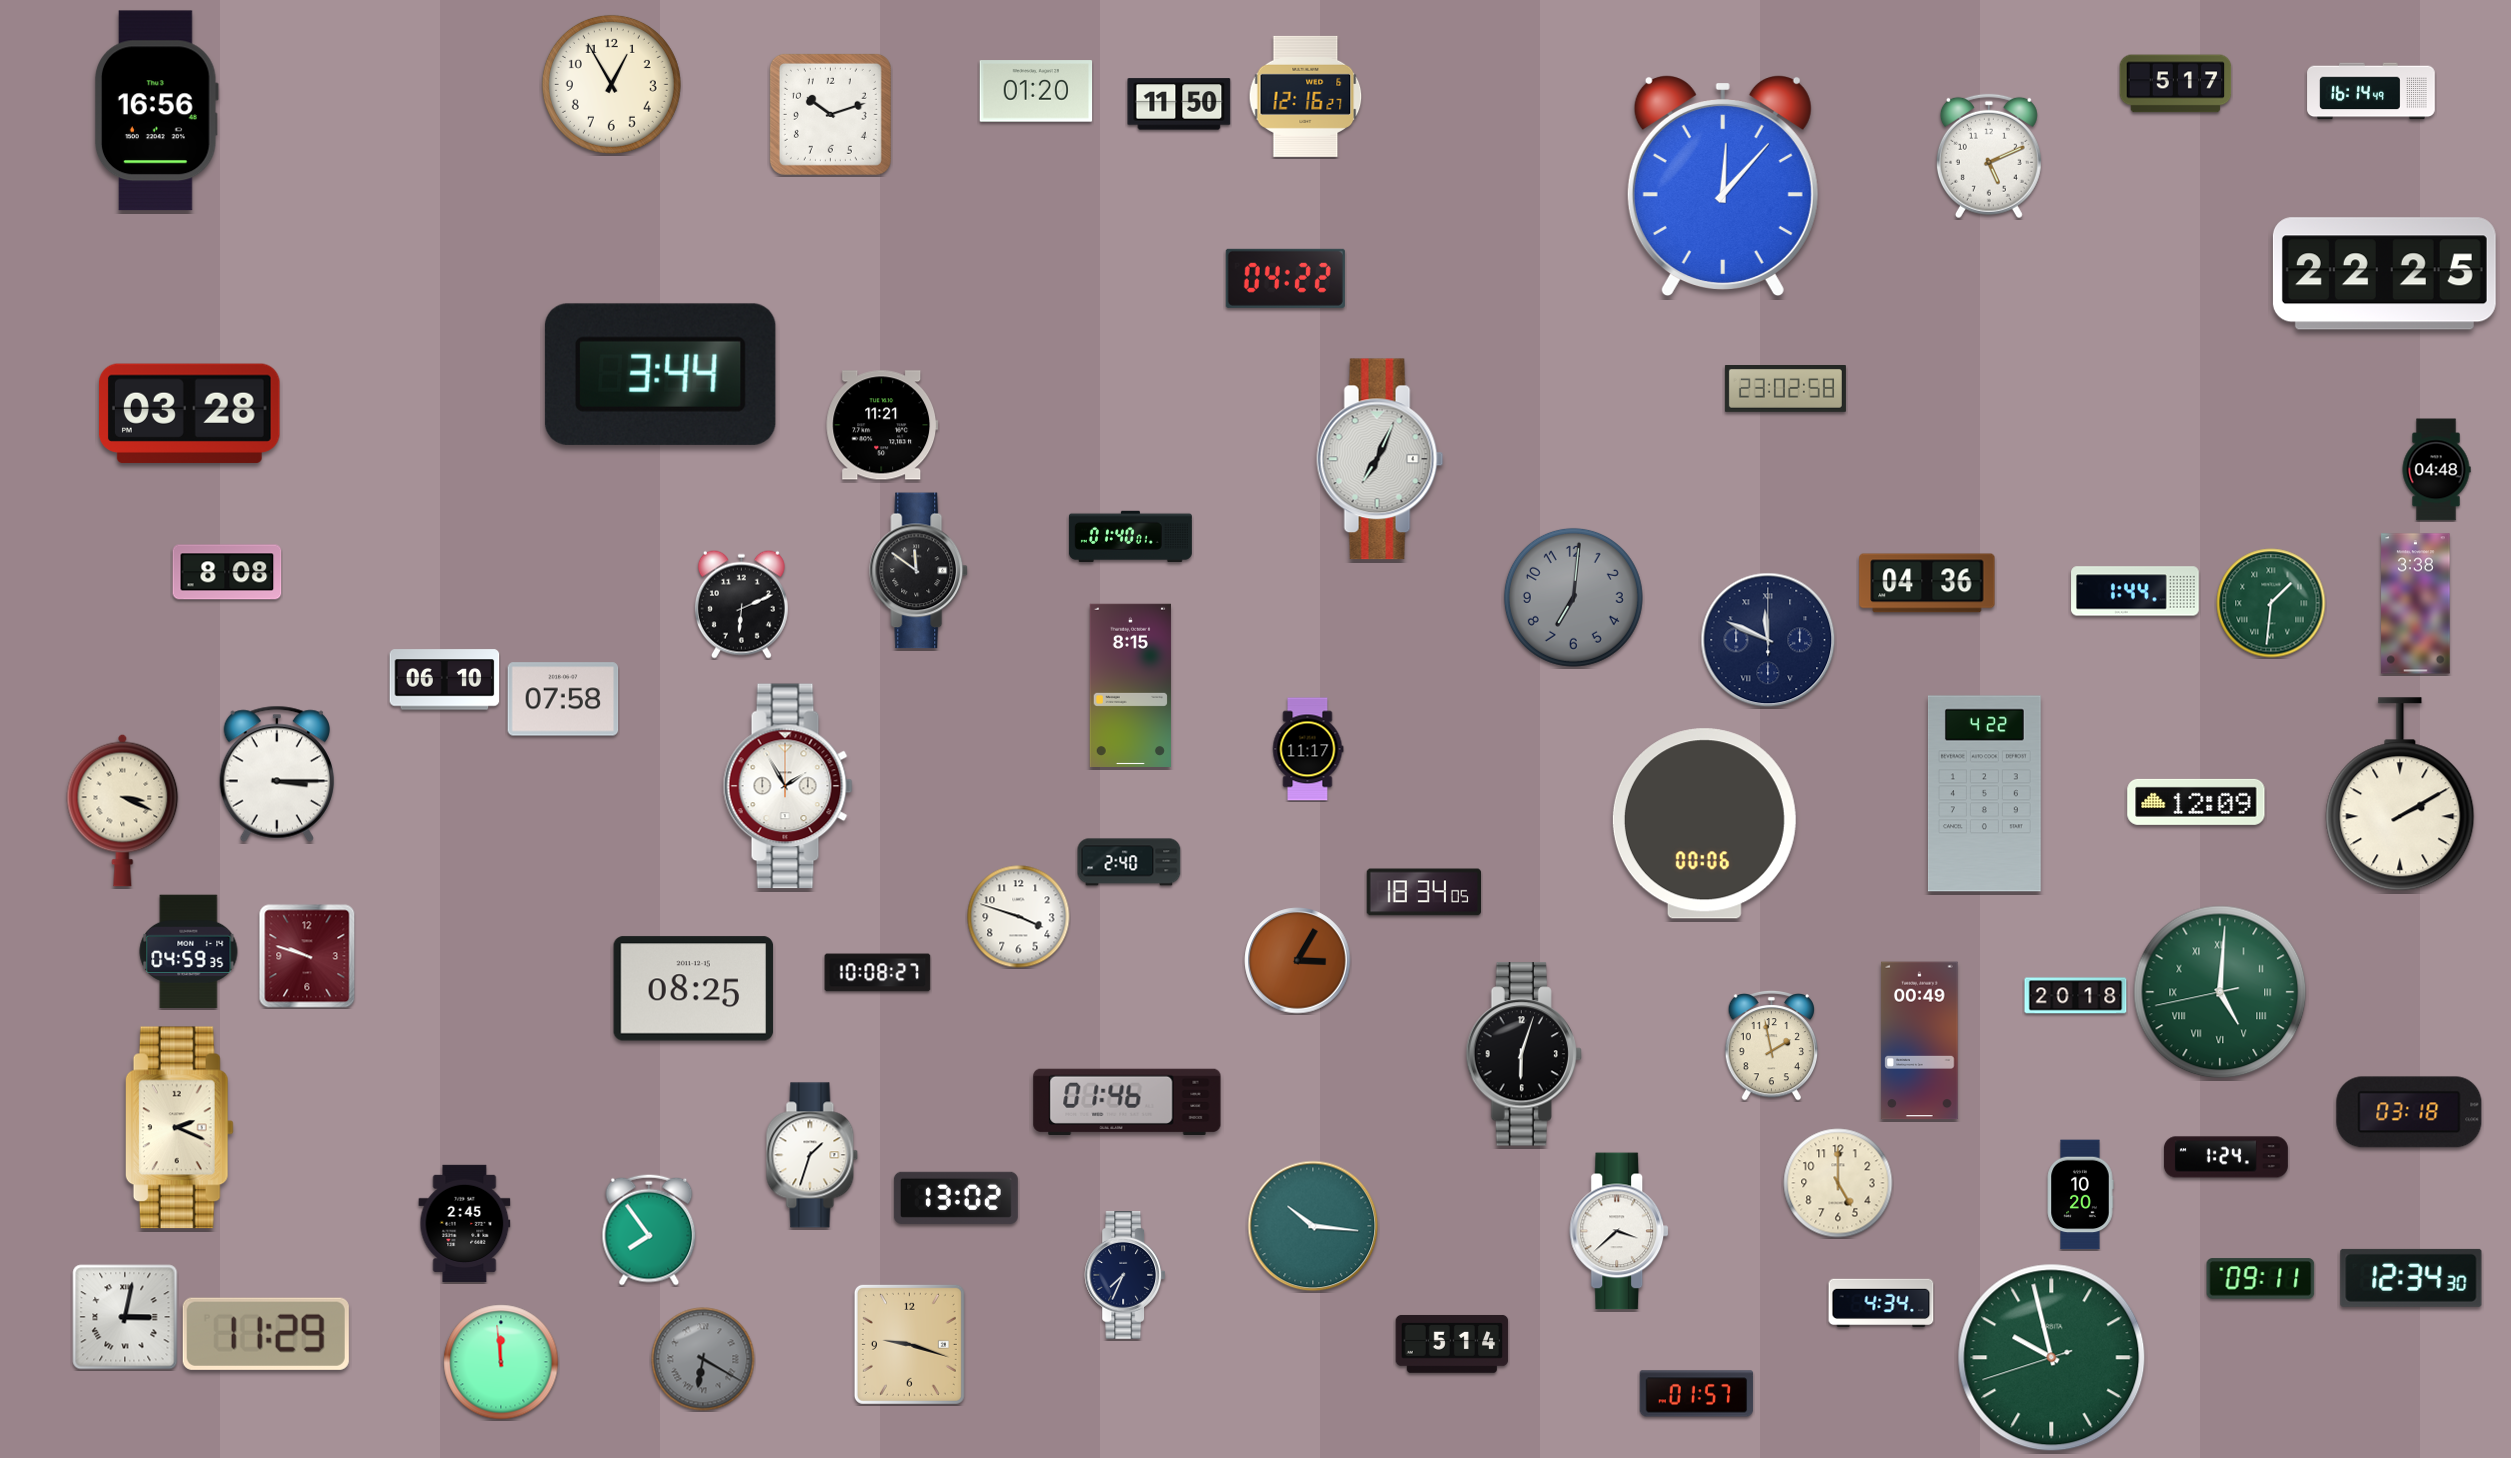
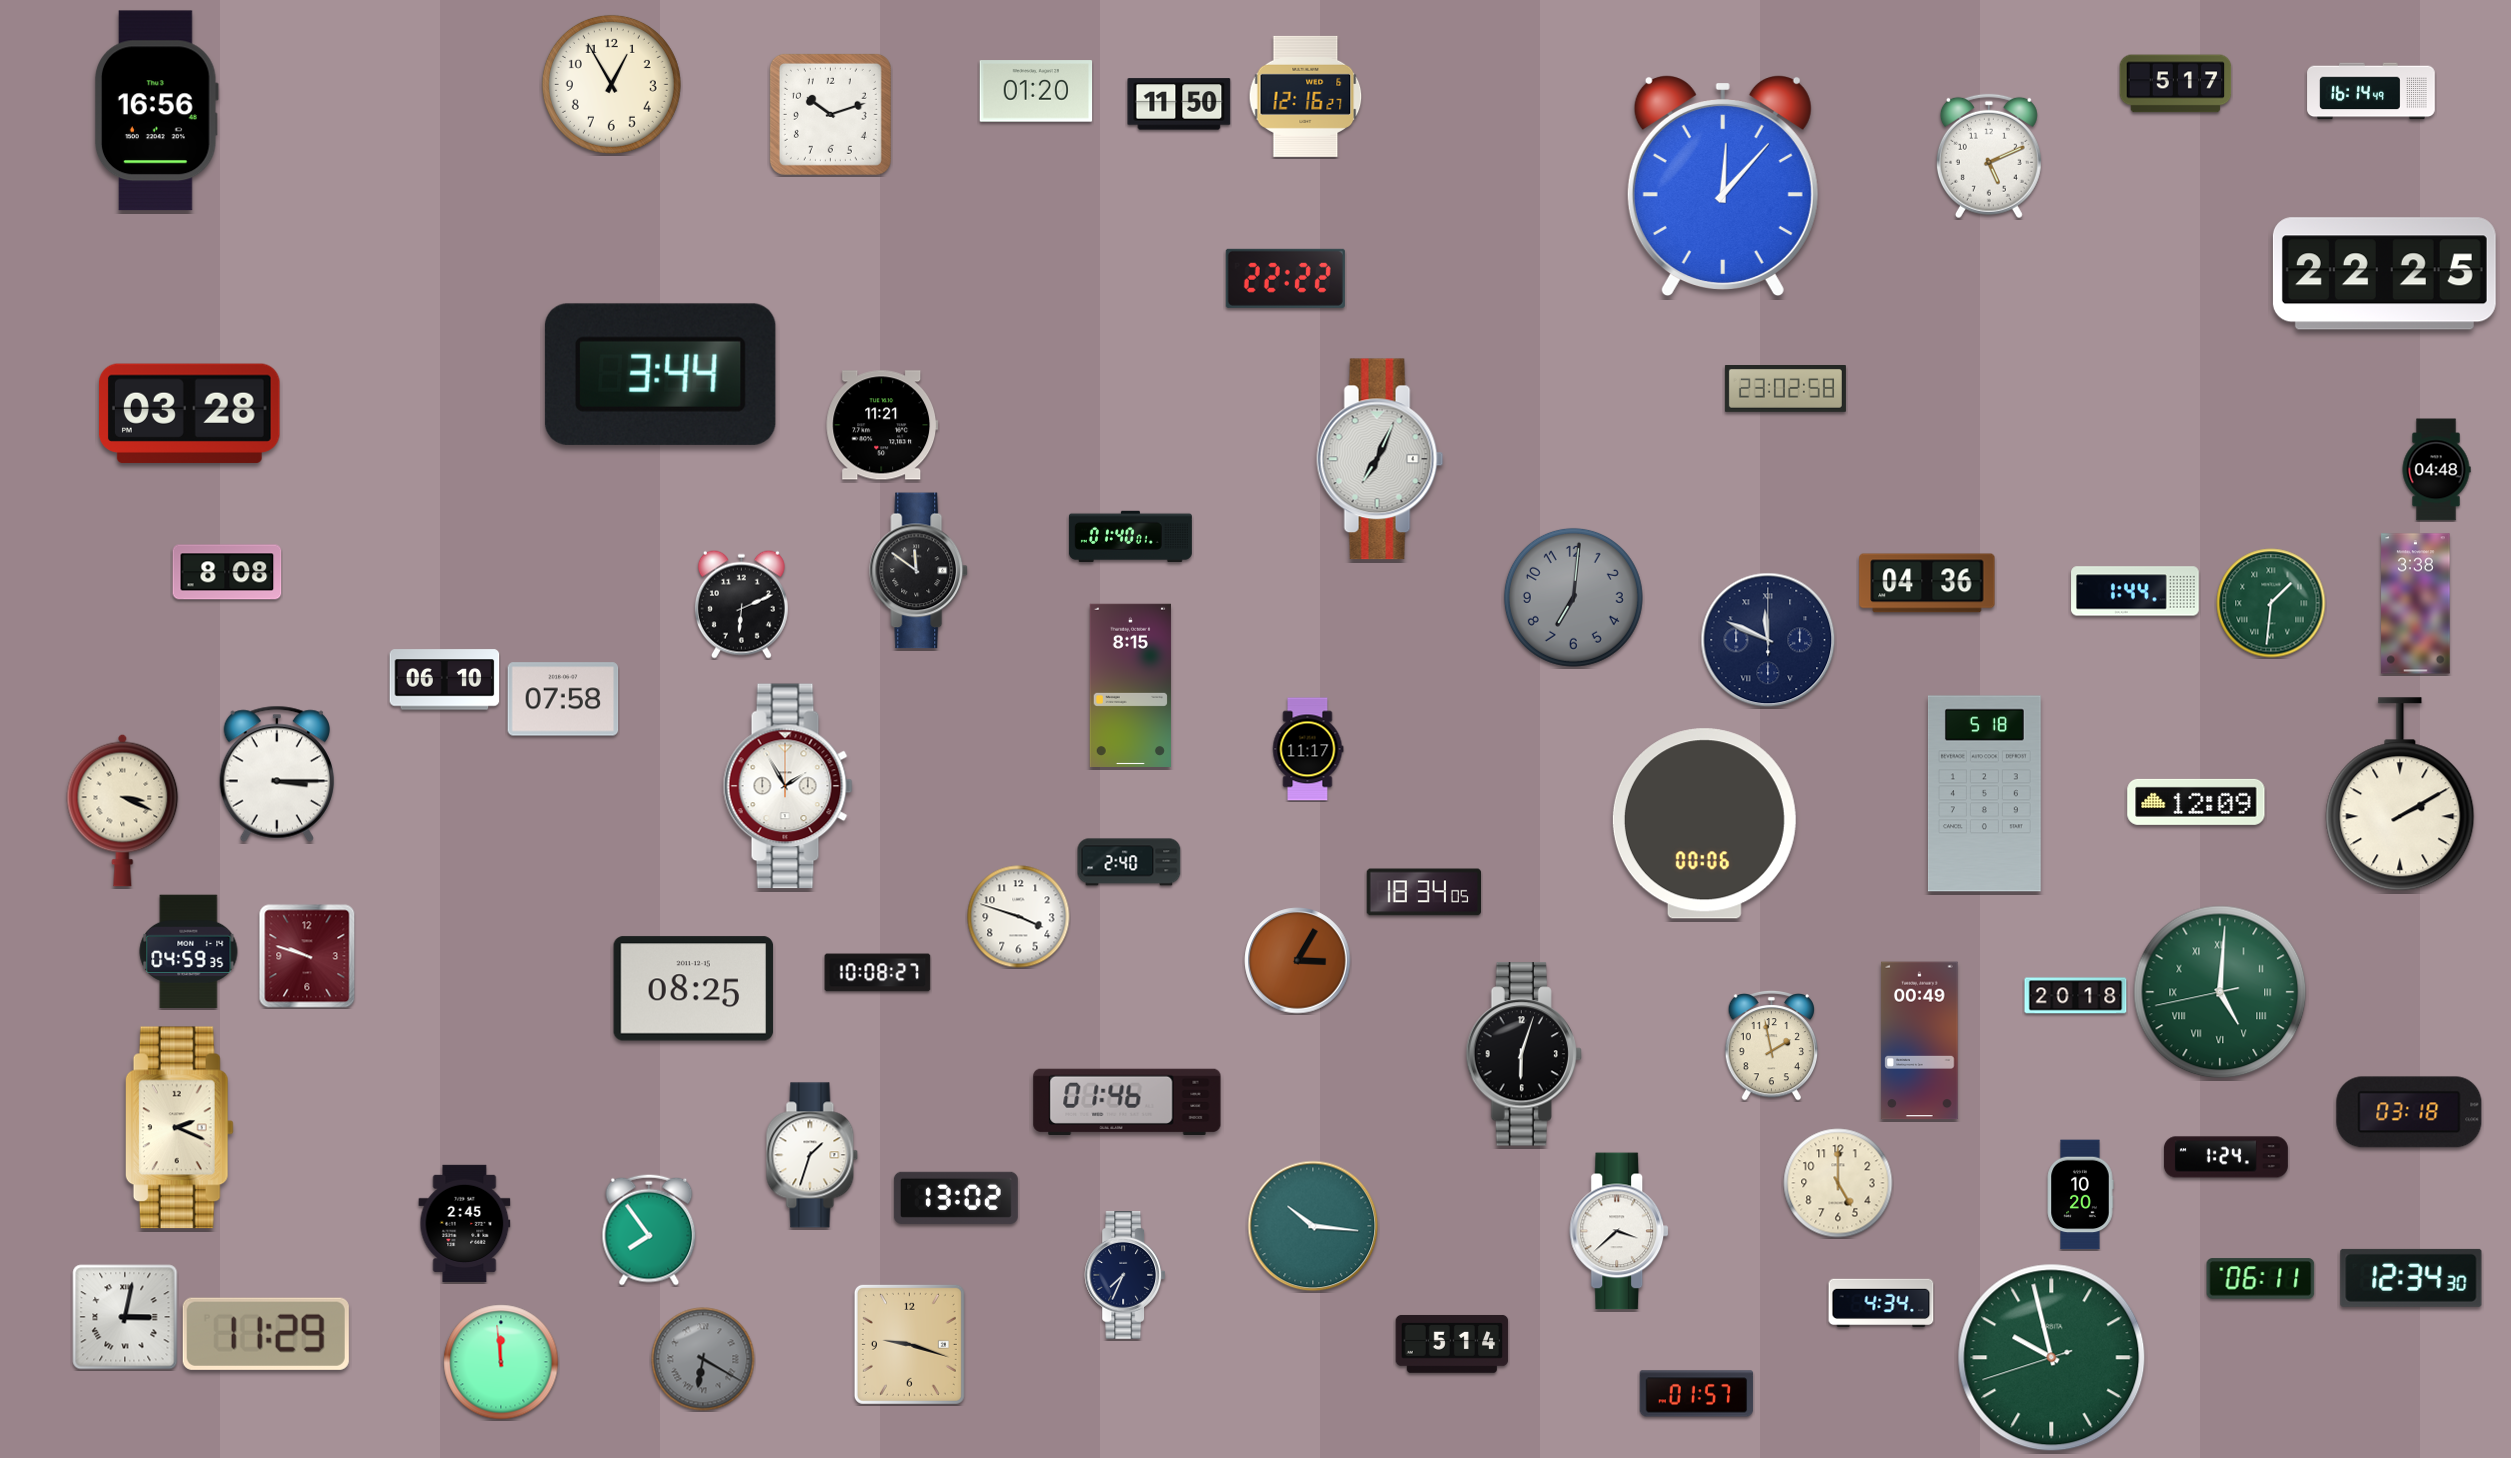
clock at (1285, 278): 04:22 -> 22:22
clock at (1984, 794): 4:22 -> 5:18
clock at (2261, 1279): 09:11 -> 06:11
